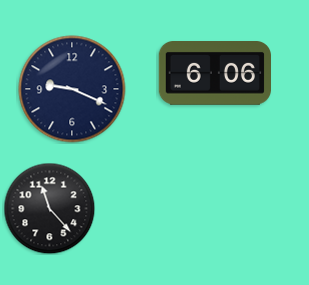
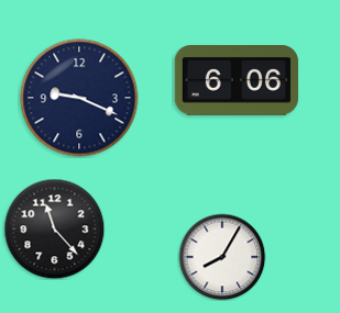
clock at (222, 257): none -> 8:05
